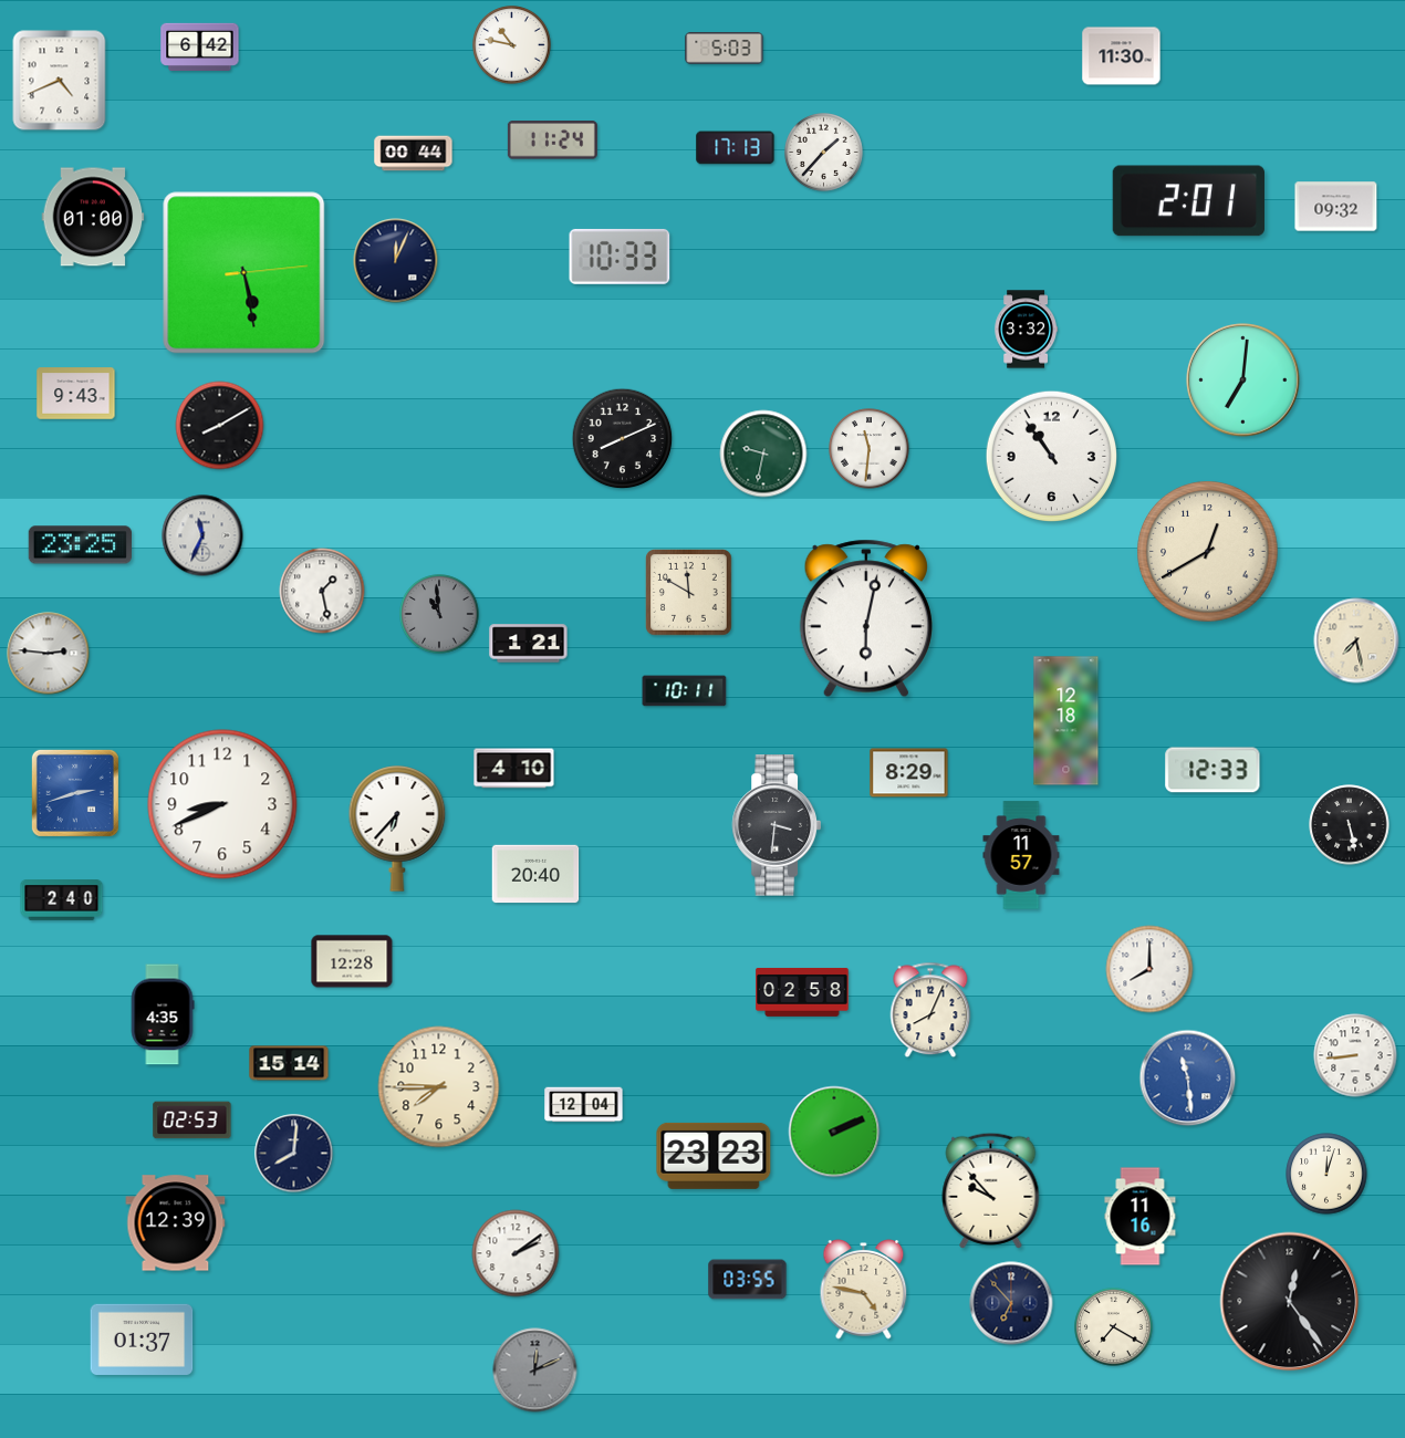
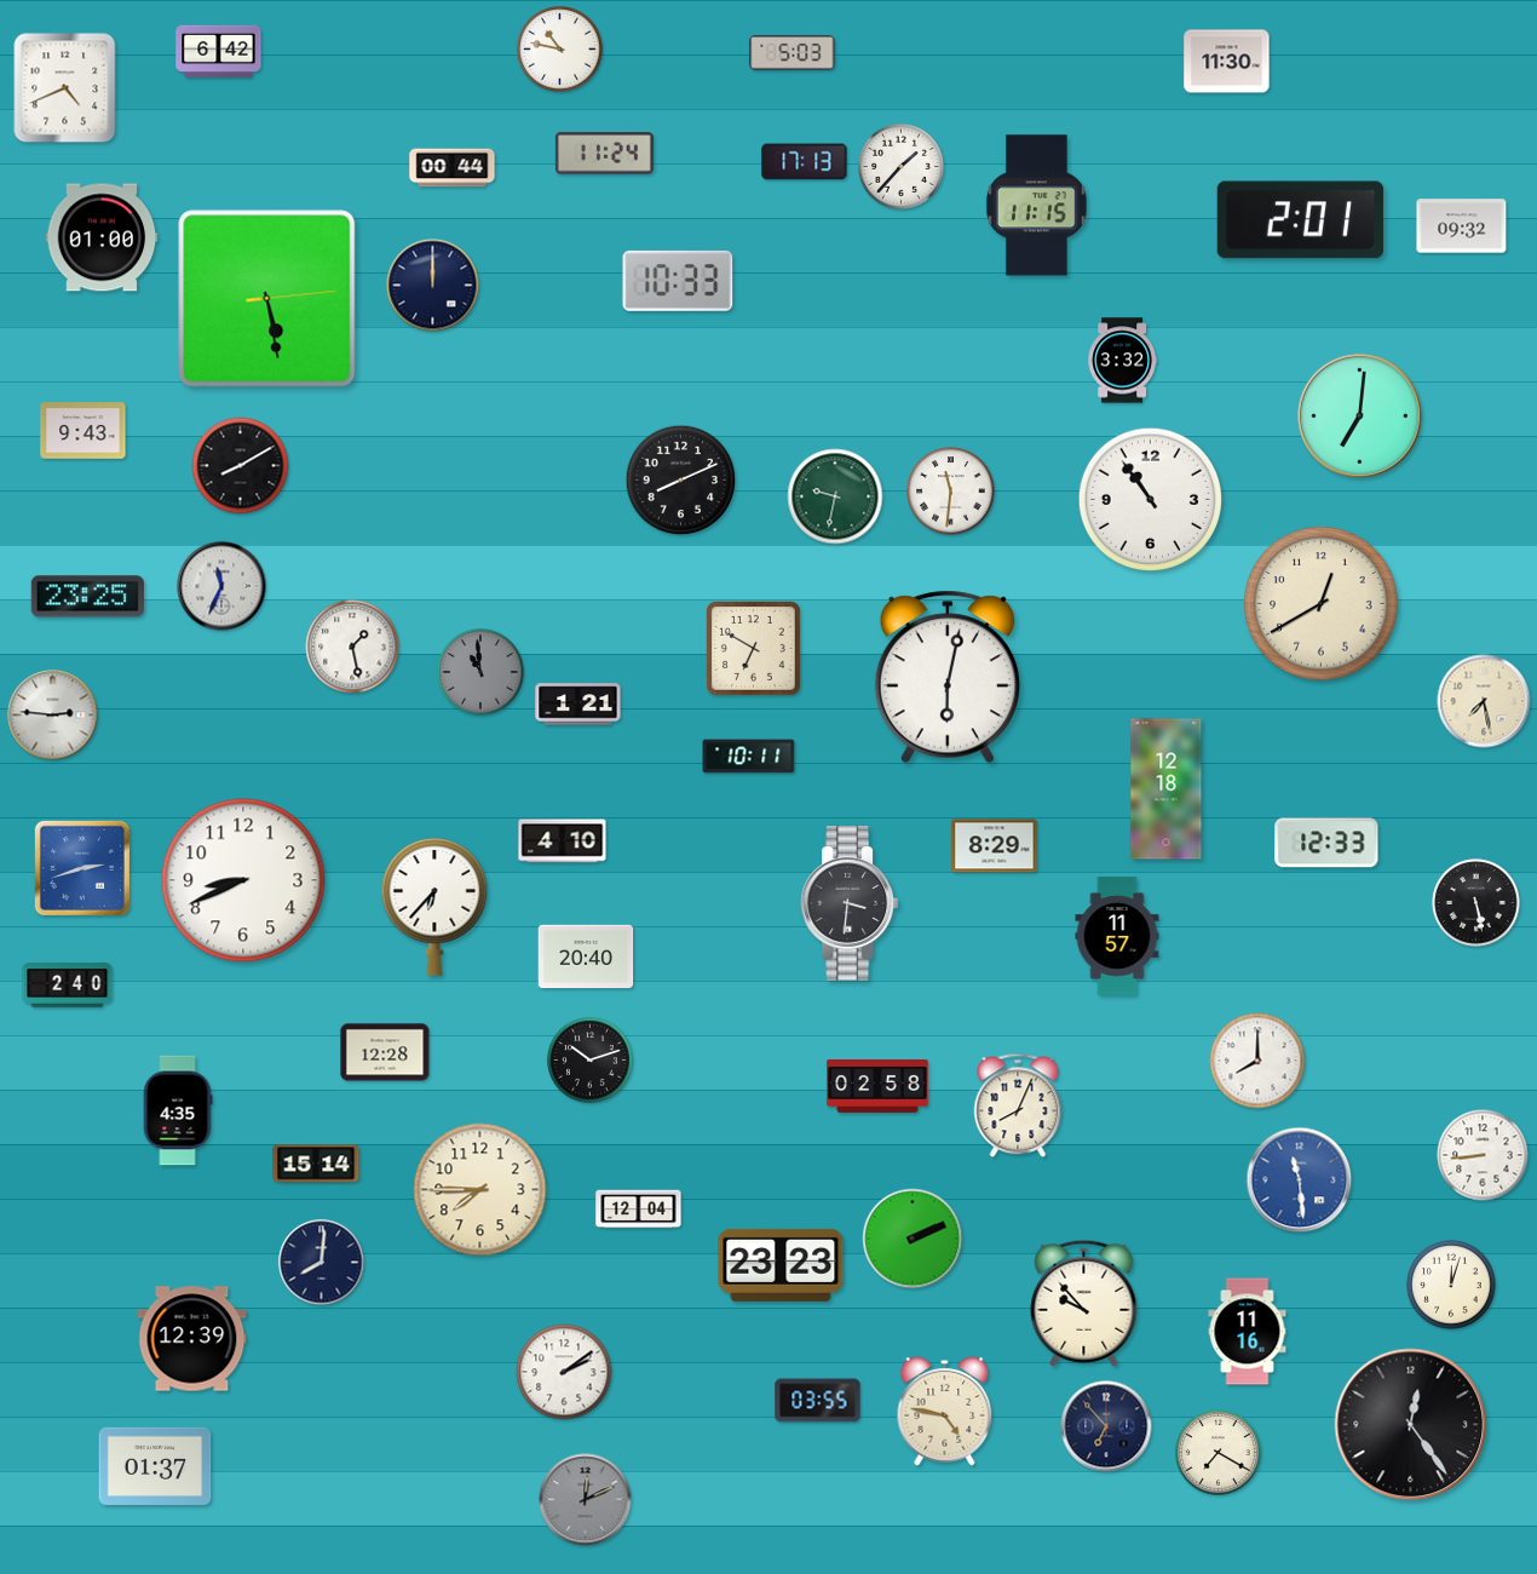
clock at (1036, 206): none -> 11:15
clock at (396, 261): 12:04 -> 12:00
clock at (689, 593): 11:50 -> 6:50
clock at (591, 1061): none -> 10:12
clock at (192, 1121): 02:53 -> none
